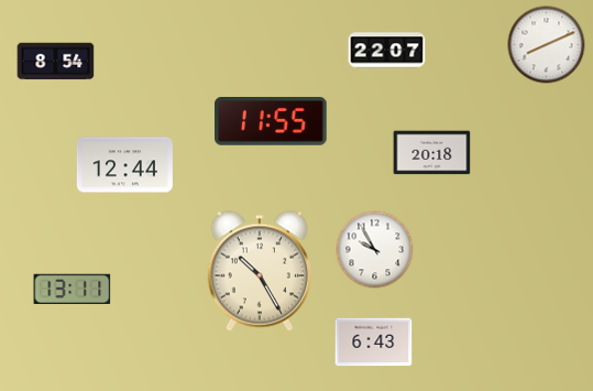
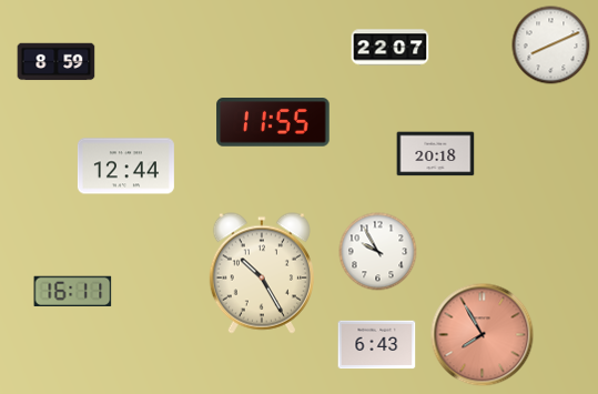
clock at (387, 51) position: (387, 51) -> (391, 48)
clock at (56, 62): 8:54 -> 8:59
clock at (73, 289): 13:11 -> 16:11
clock at (483, 335): none -> 7:55
